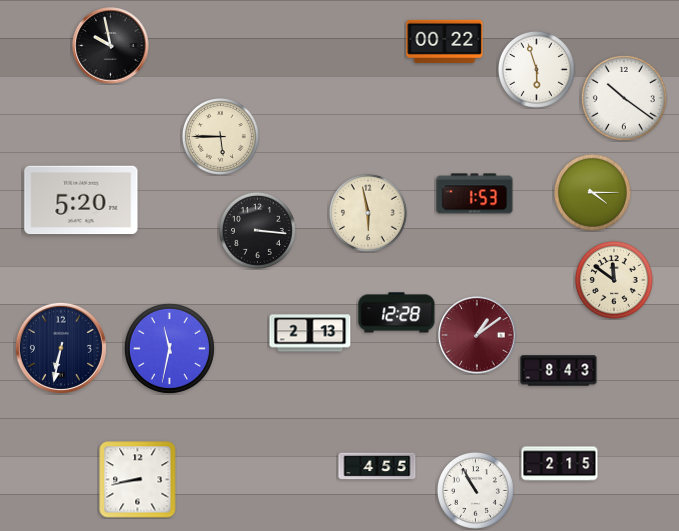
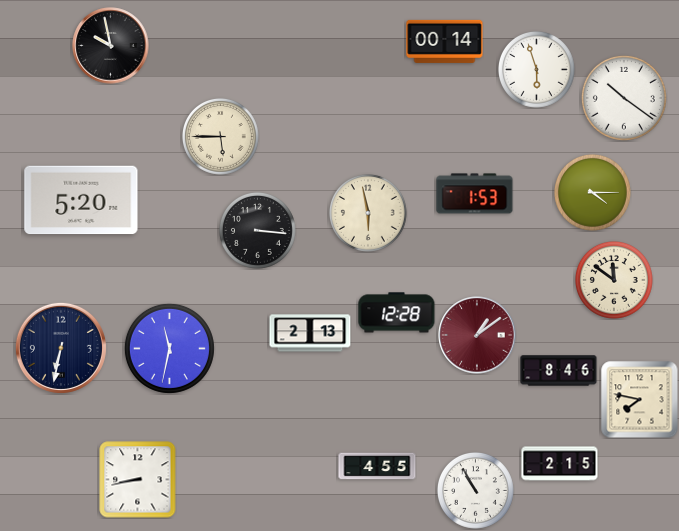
clock at (445, 41): 00:22 -> 00:14
clock at (559, 371): 8:43 -> 8:46
clock at (640, 400): none -> 7:47
